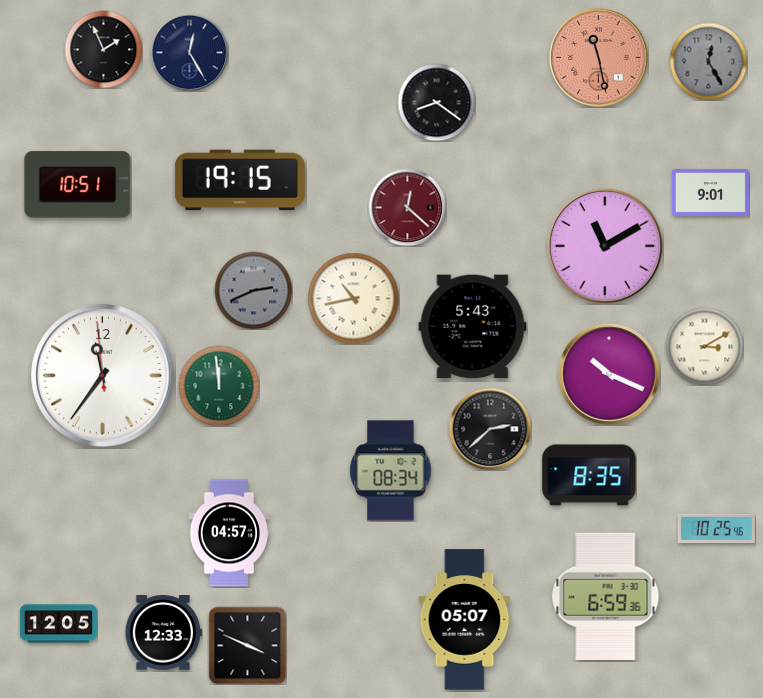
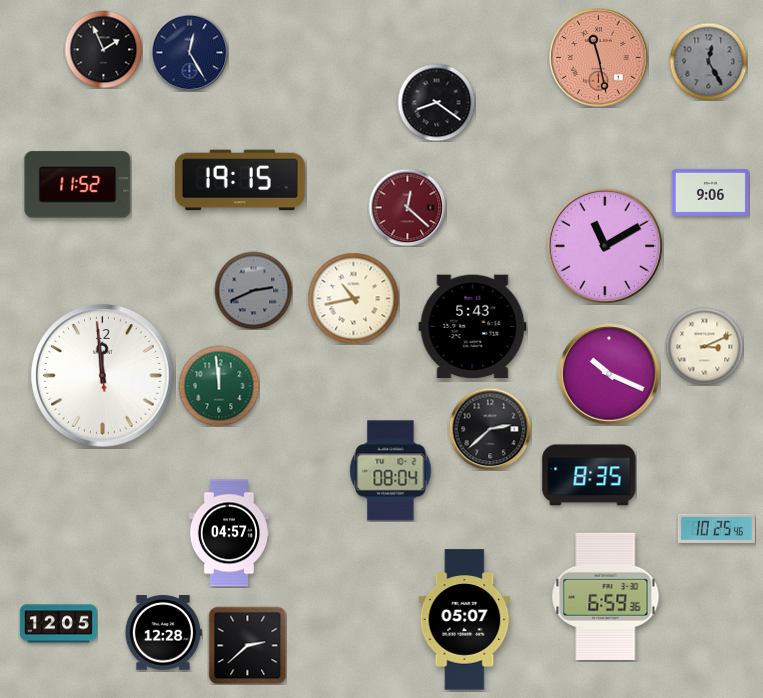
clock at (78, 185): 10:51 -> 11:52
clock at (710, 192): 9:01 -> 9:06
clock at (704, 346): 3:10 -> 3:11
clock at (103, 376): 11:35 -> 11:58
clock at (391, 471): 08:34 -> 08:04
clock at (163, 633): 12:33 -> 12:28
clock at (247, 645): 3:49 -> 2:38
